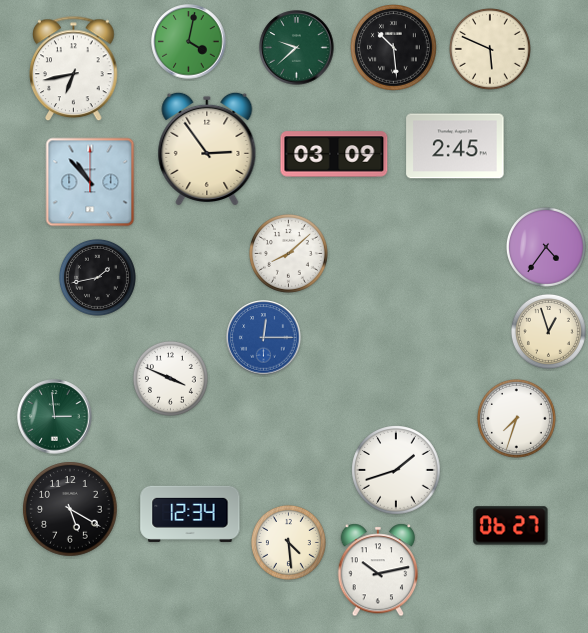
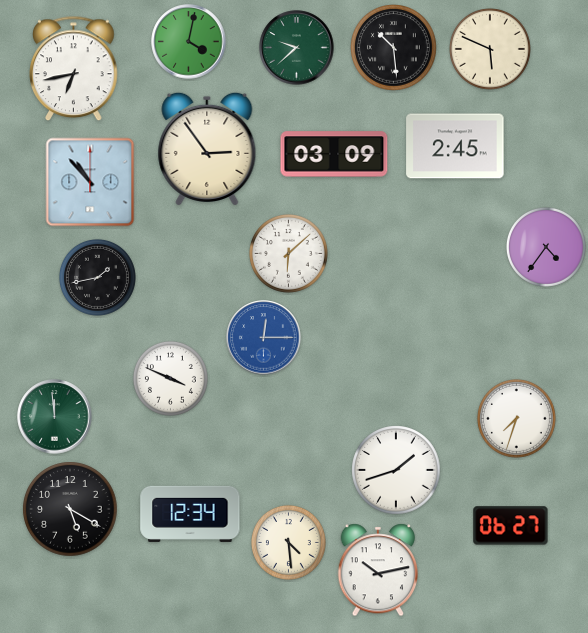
clock at (288, 253): 8:08 -> 6:08
clock at (548, 331): 12:57 -> none
clock at (55, 417): 2:59 -> 11:59
